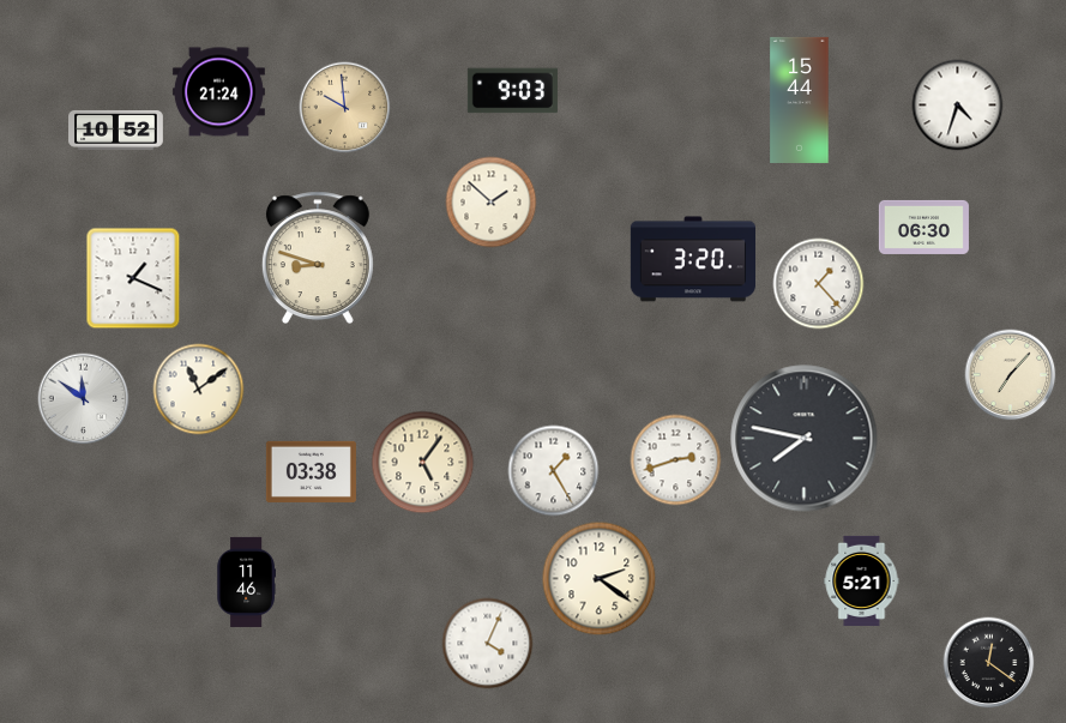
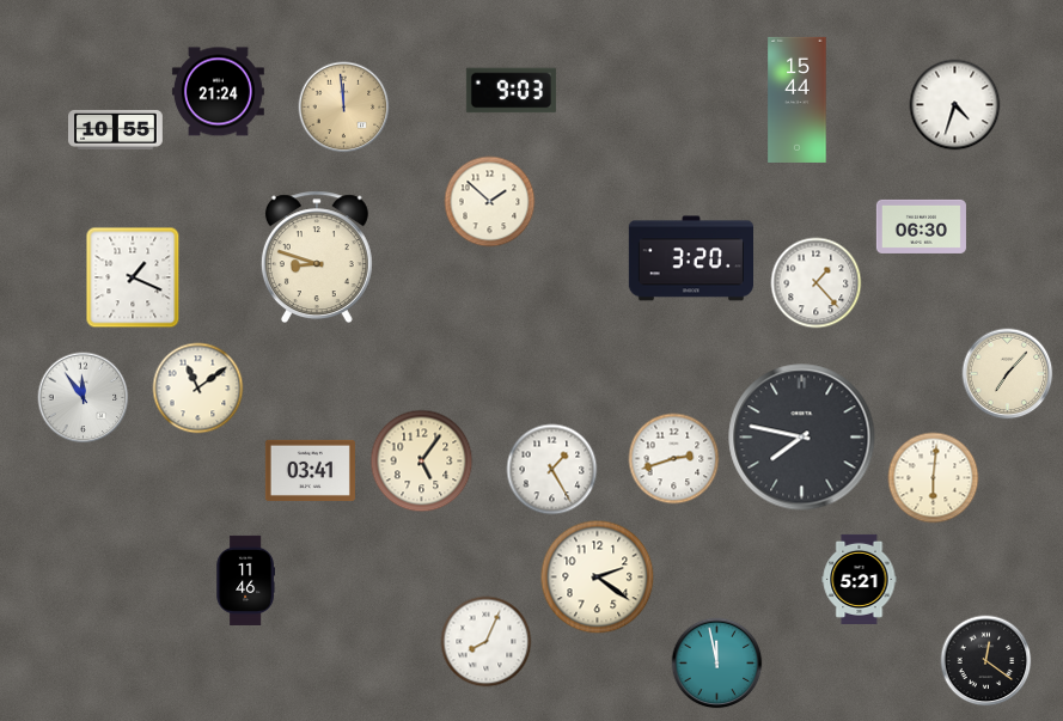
clock at (345, 108): 9:59 -> 11:59
clock at (116, 129): 10:52 -> 10:55
clock at (84, 399): 11:51 -> 11:54
clock at (311, 471): 03:38 -> 03:41
clock at (934, 478): none -> 6:01
clock at (488, 644): 4:04 -> 8:04
clock at (717, 664): none -> 11:58
